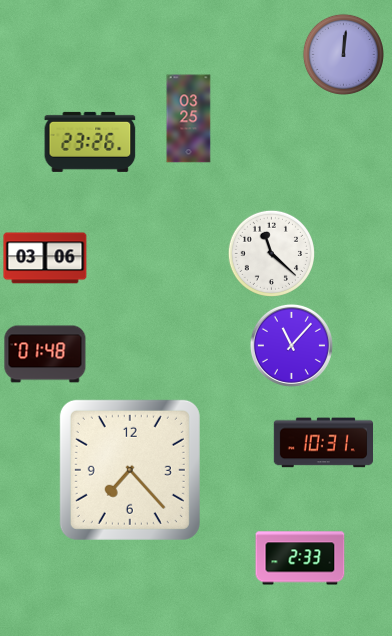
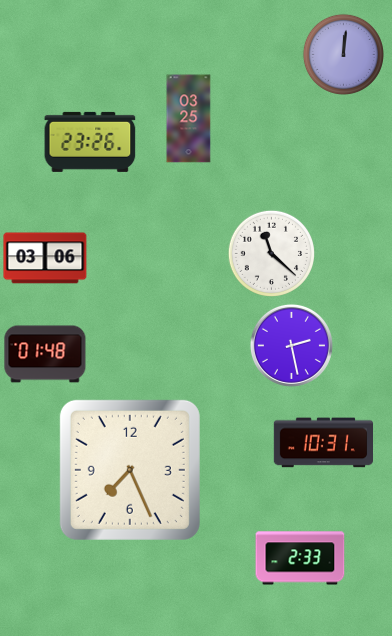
clock at (291, 345): 11:07 -> 2:28
clock at (130, 470): 7:23 -> 7:26
